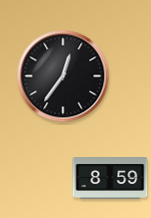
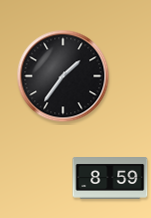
clock at (63, 76): 12:36 -> 1:36
